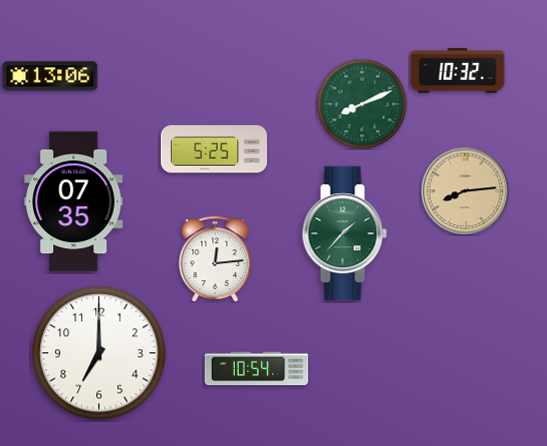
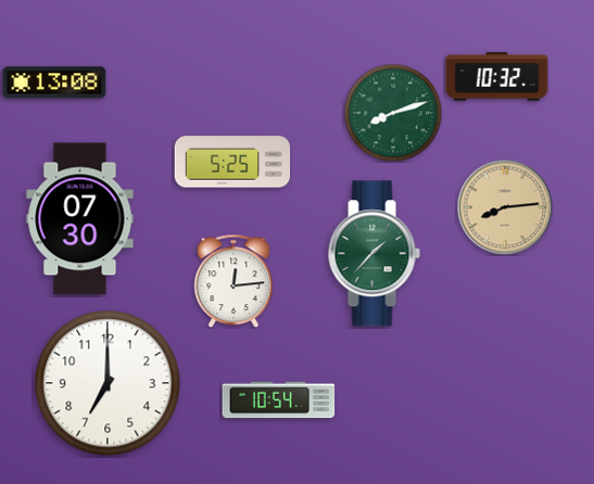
clock at (50, 76): 13:06 -> 13:08
clock at (362, 104): 8:11 -> 8:12
clock at (74, 202): 07:35 -> 07:30
